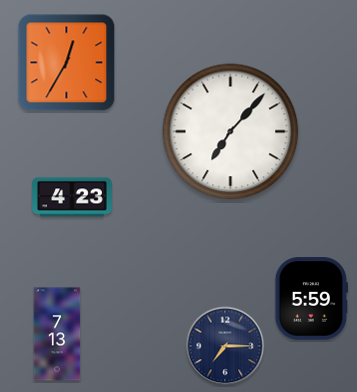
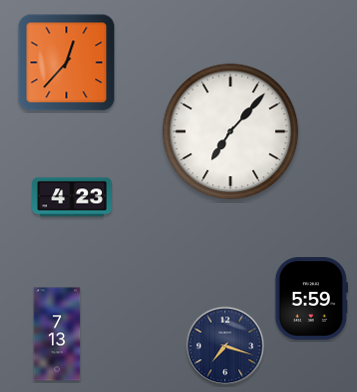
clock at (67, 63): 12:35 -> 12:37
clock at (225, 346): 7:15 -> 7:18
